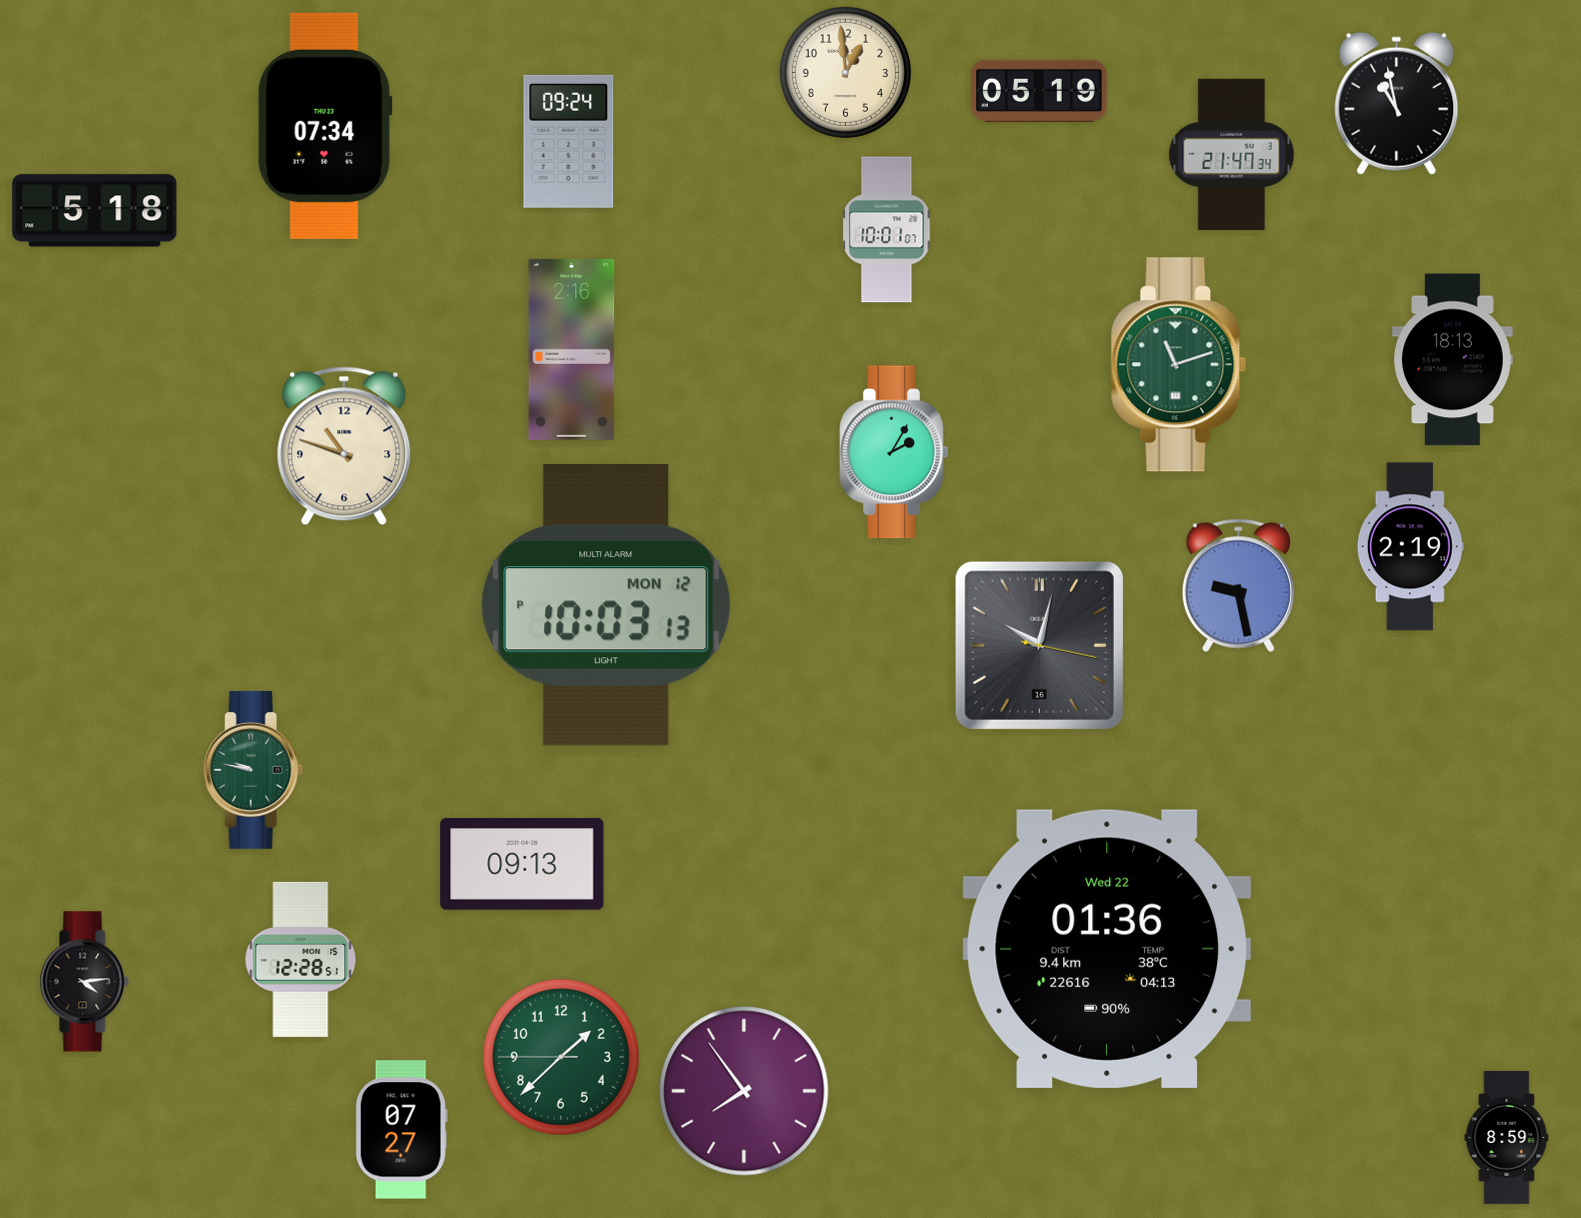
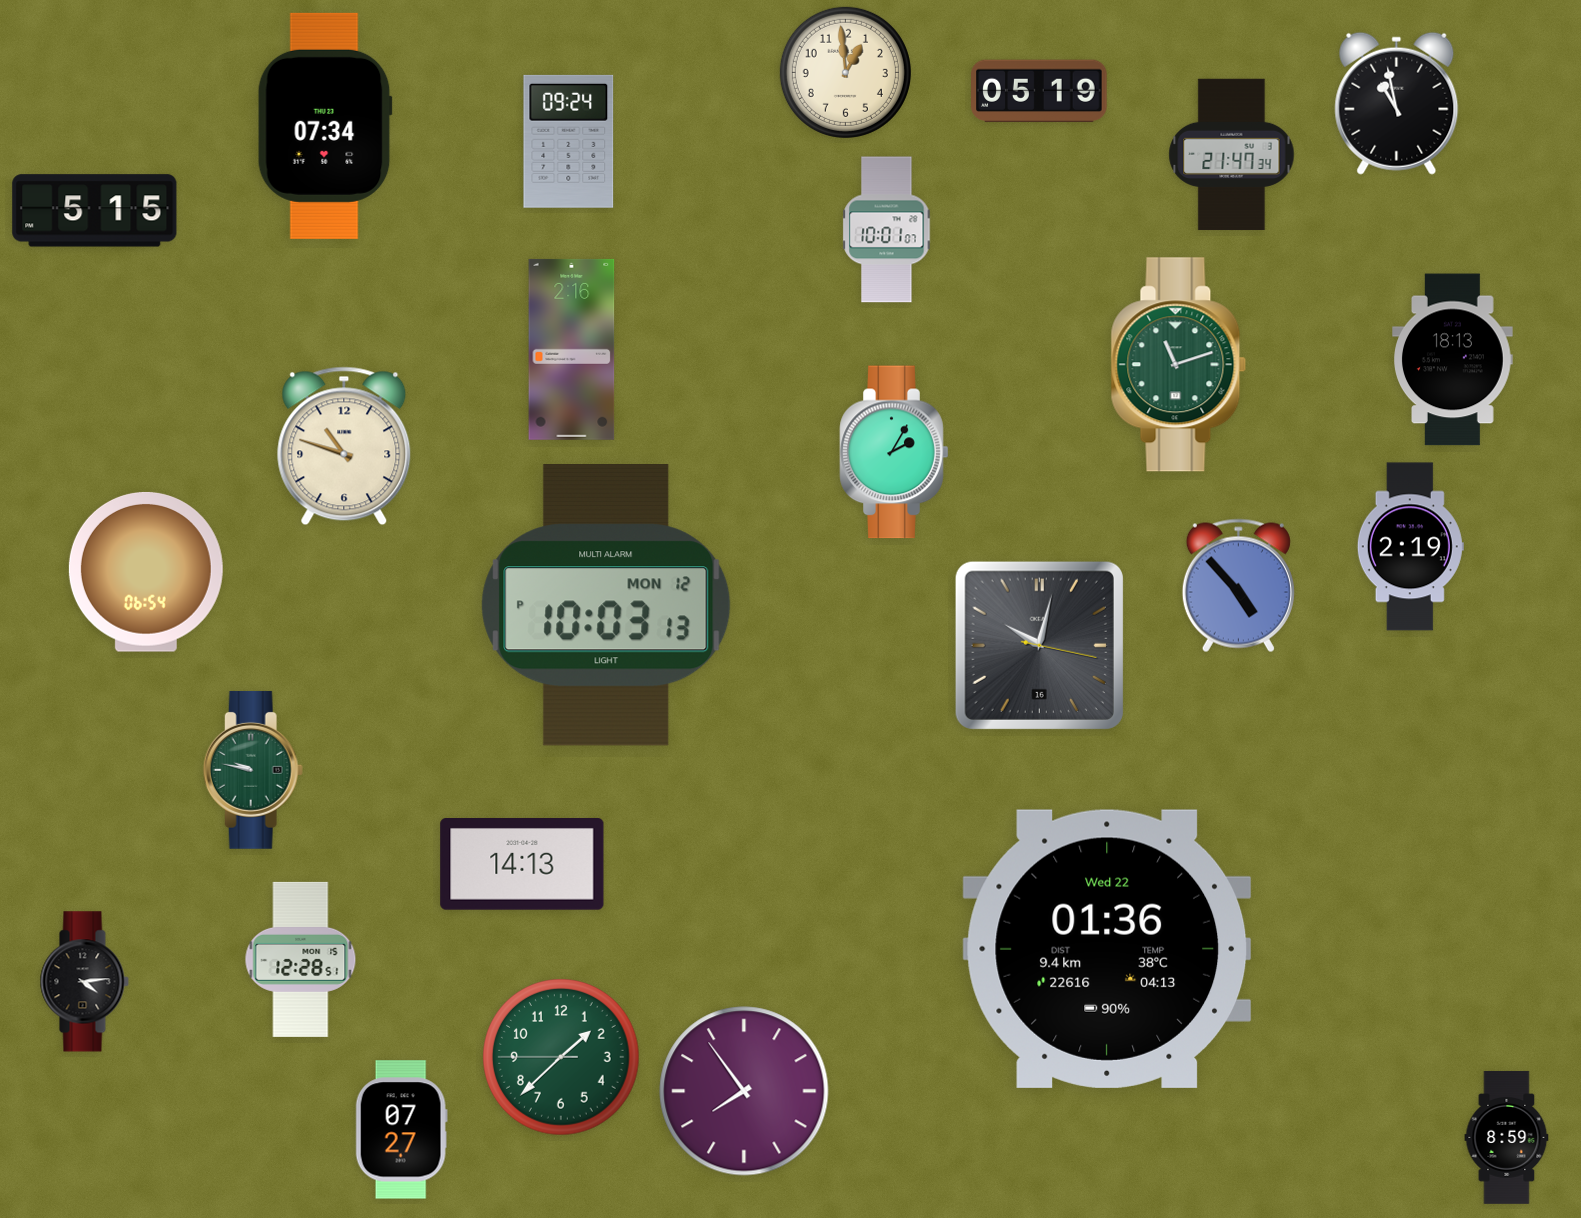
clock at (95, 211): 5:18 -> 5:15
clock at (146, 572): none -> 06:54
clock at (1238, 586): 9:28 -> 4:53
clock at (522, 865): 09:13 -> 14:13
